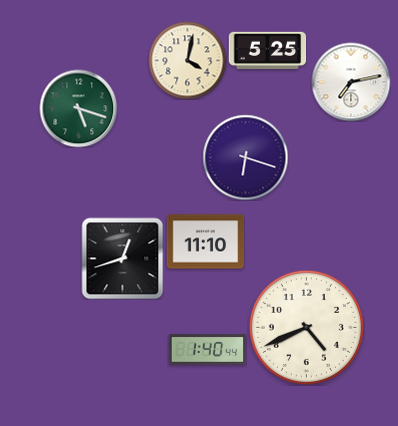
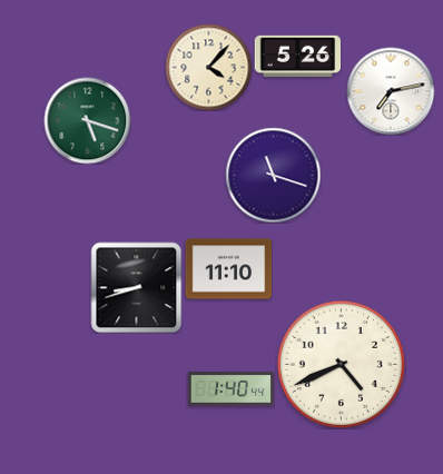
clock at (267, 51): 5:25 -> 5:26
clock at (187, 60): 4:02 -> 4:07
clock at (245, 157): 6:18 -> 11:18
clock at (122, 258): 12:42 -> 8:42
